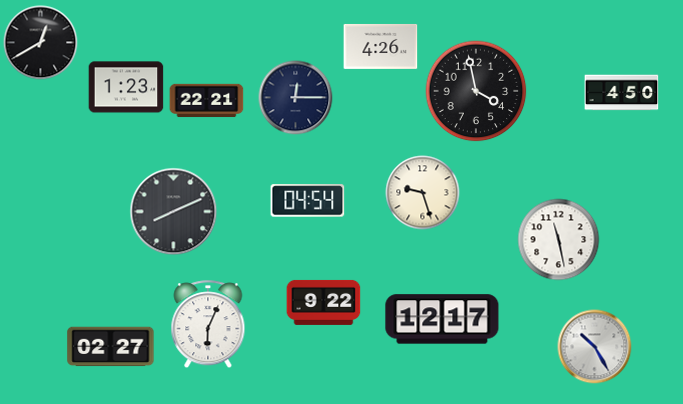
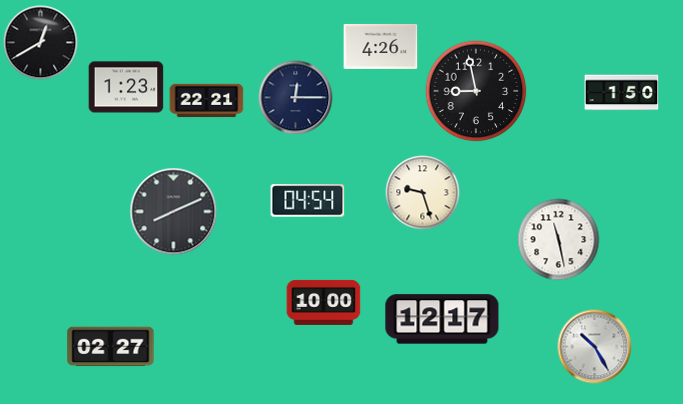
clock at (476, 91): 3:58 -> 8:58
clock at (622, 93): 4:50 -> 1:50
clock at (324, 302): 9:22 -> 10:00
clock at (208, 325): 6:04 -> none
